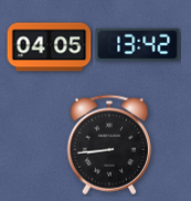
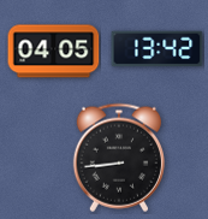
clock at (138, 45) position: (138, 45) -> (158, 49)
